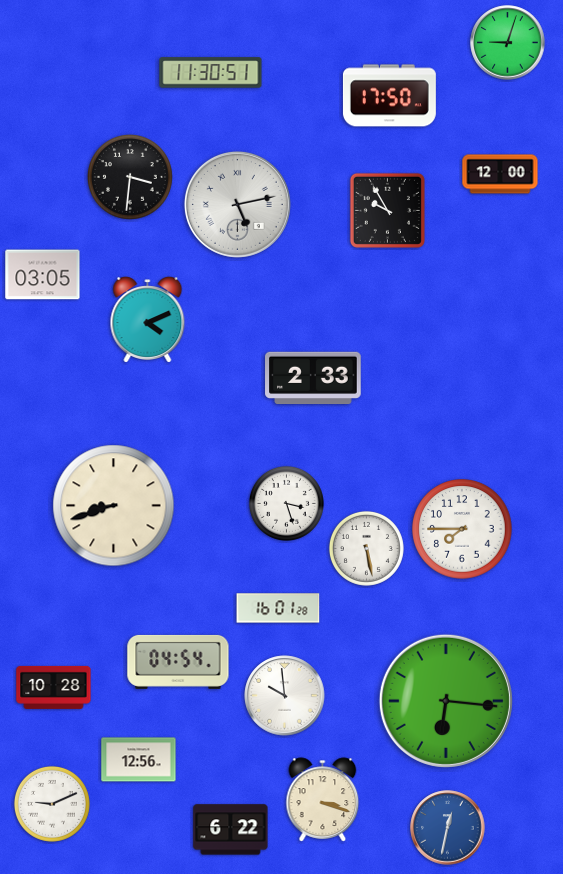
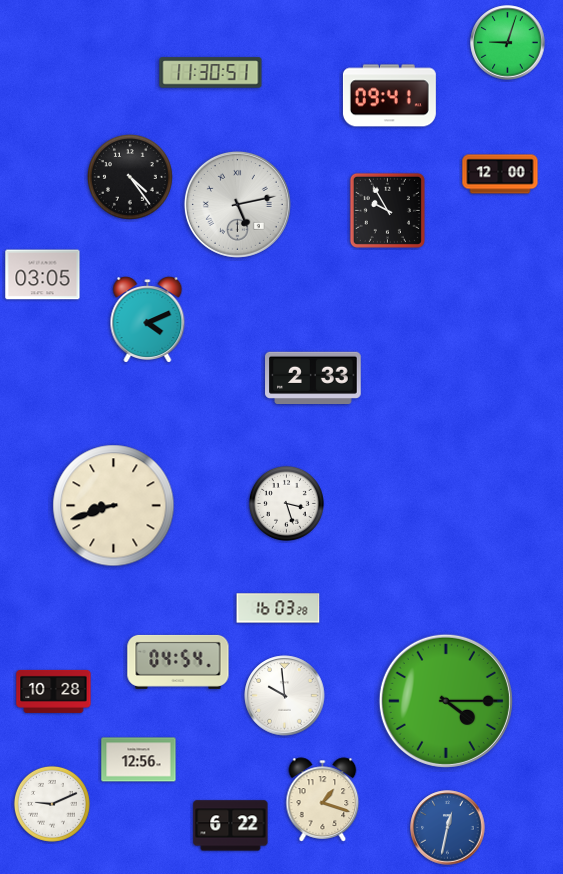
clock at (389, 96): 17:50 -> 09:41
clock at (131, 178): 3:31 -> 4:24
clock at (462, 529): 7:45 -> none
clock at (366, 548): 5:28 -> none
clock at (278, 608): 16:01 -> 16:03
clock at (54, 687) position: (54, 687) -> (54, 691)
clock at (446, 701): 6:16 -> 4:15
clock at (323, 800): 3:18 -> 1:18
clock at (231, 830) position: (231, 830) -> (231, 826)
